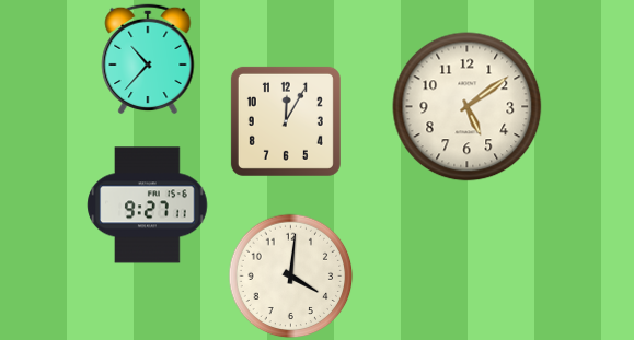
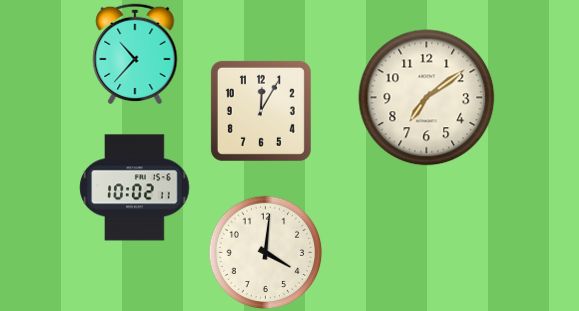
clock at (468, 107): 5:09 -> 7:09
clock at (148, 206): 9:27 -> 10:02
